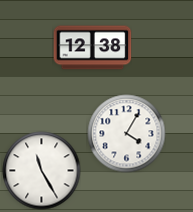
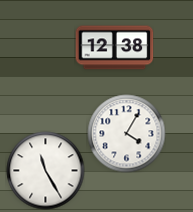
clock at (92, 48) position: (92, 48) -> (114, 48)
clock at (41, 170) position: (41, 170) -> (45, 170)
